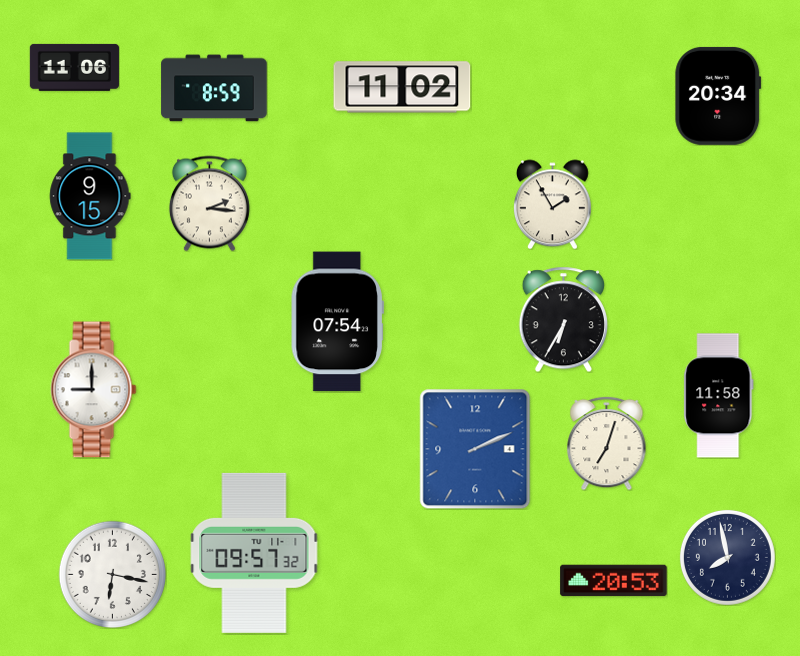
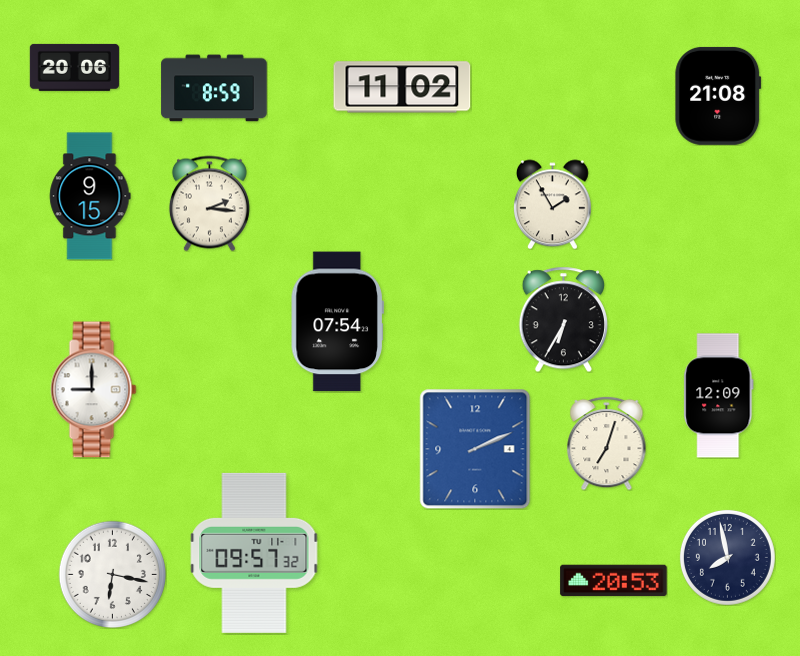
clock at (74, 67): 11:06 -> 20:06
clock at (718, 96): 20:34 -> 21:08
clock at (719, 396): 11:58 -> 12:09
